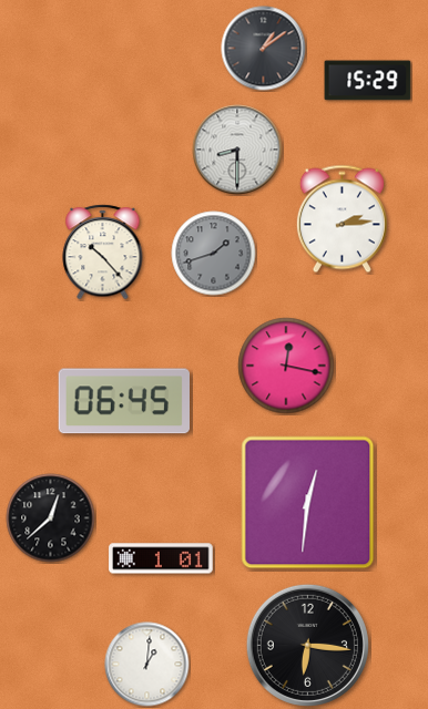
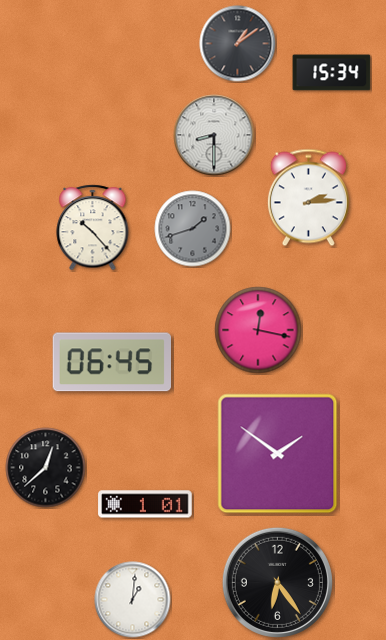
clock at (368, 81): 15:29 -> 15:34
clock at (308, 503): 12:31 -> 1:51
clock at (307, 645): 6:16 -> 6:24
